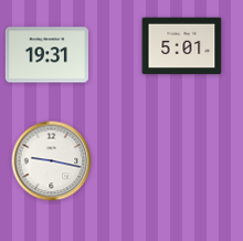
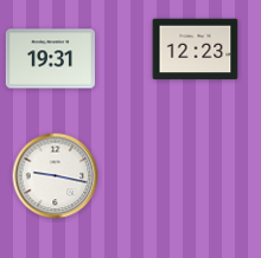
clock at (182, 46): 5:01 -> 12:23
clock at (52, 161) position: (52, 161) -> (56, 176)
